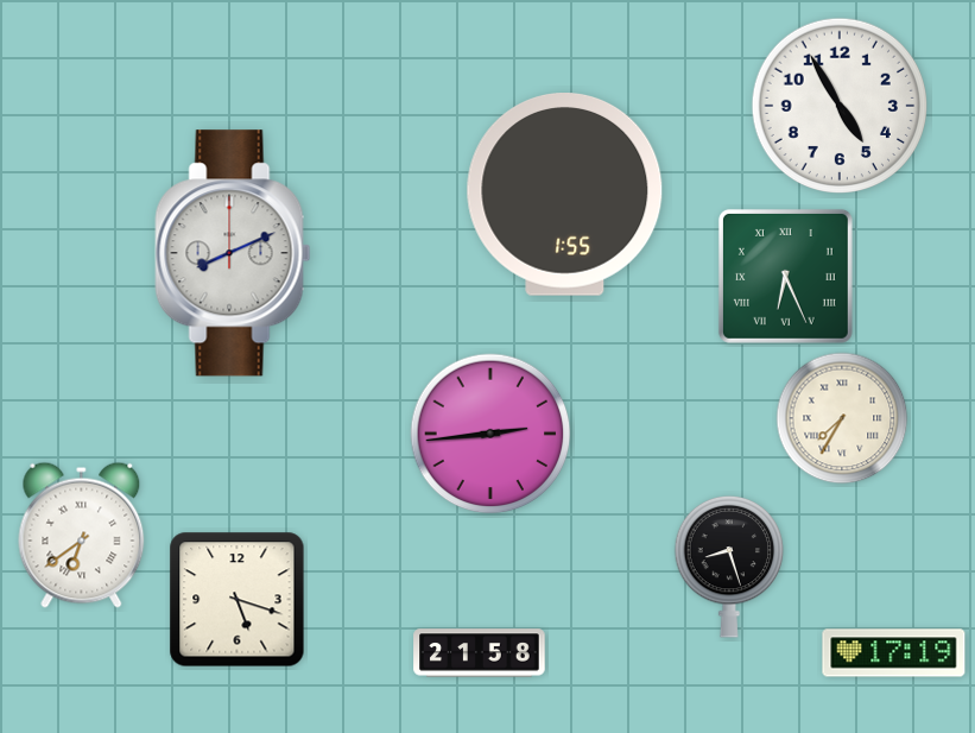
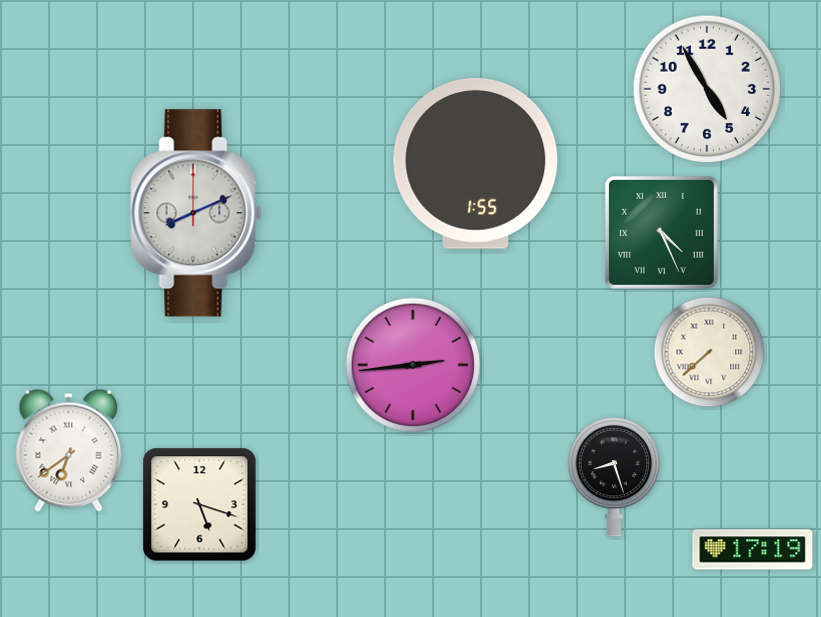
clock at (785, 276): 6:26 -> 4:26
clock at (842, 418): 7:35 -> 7:38
clock at (480, 653): 21:58 -> none
